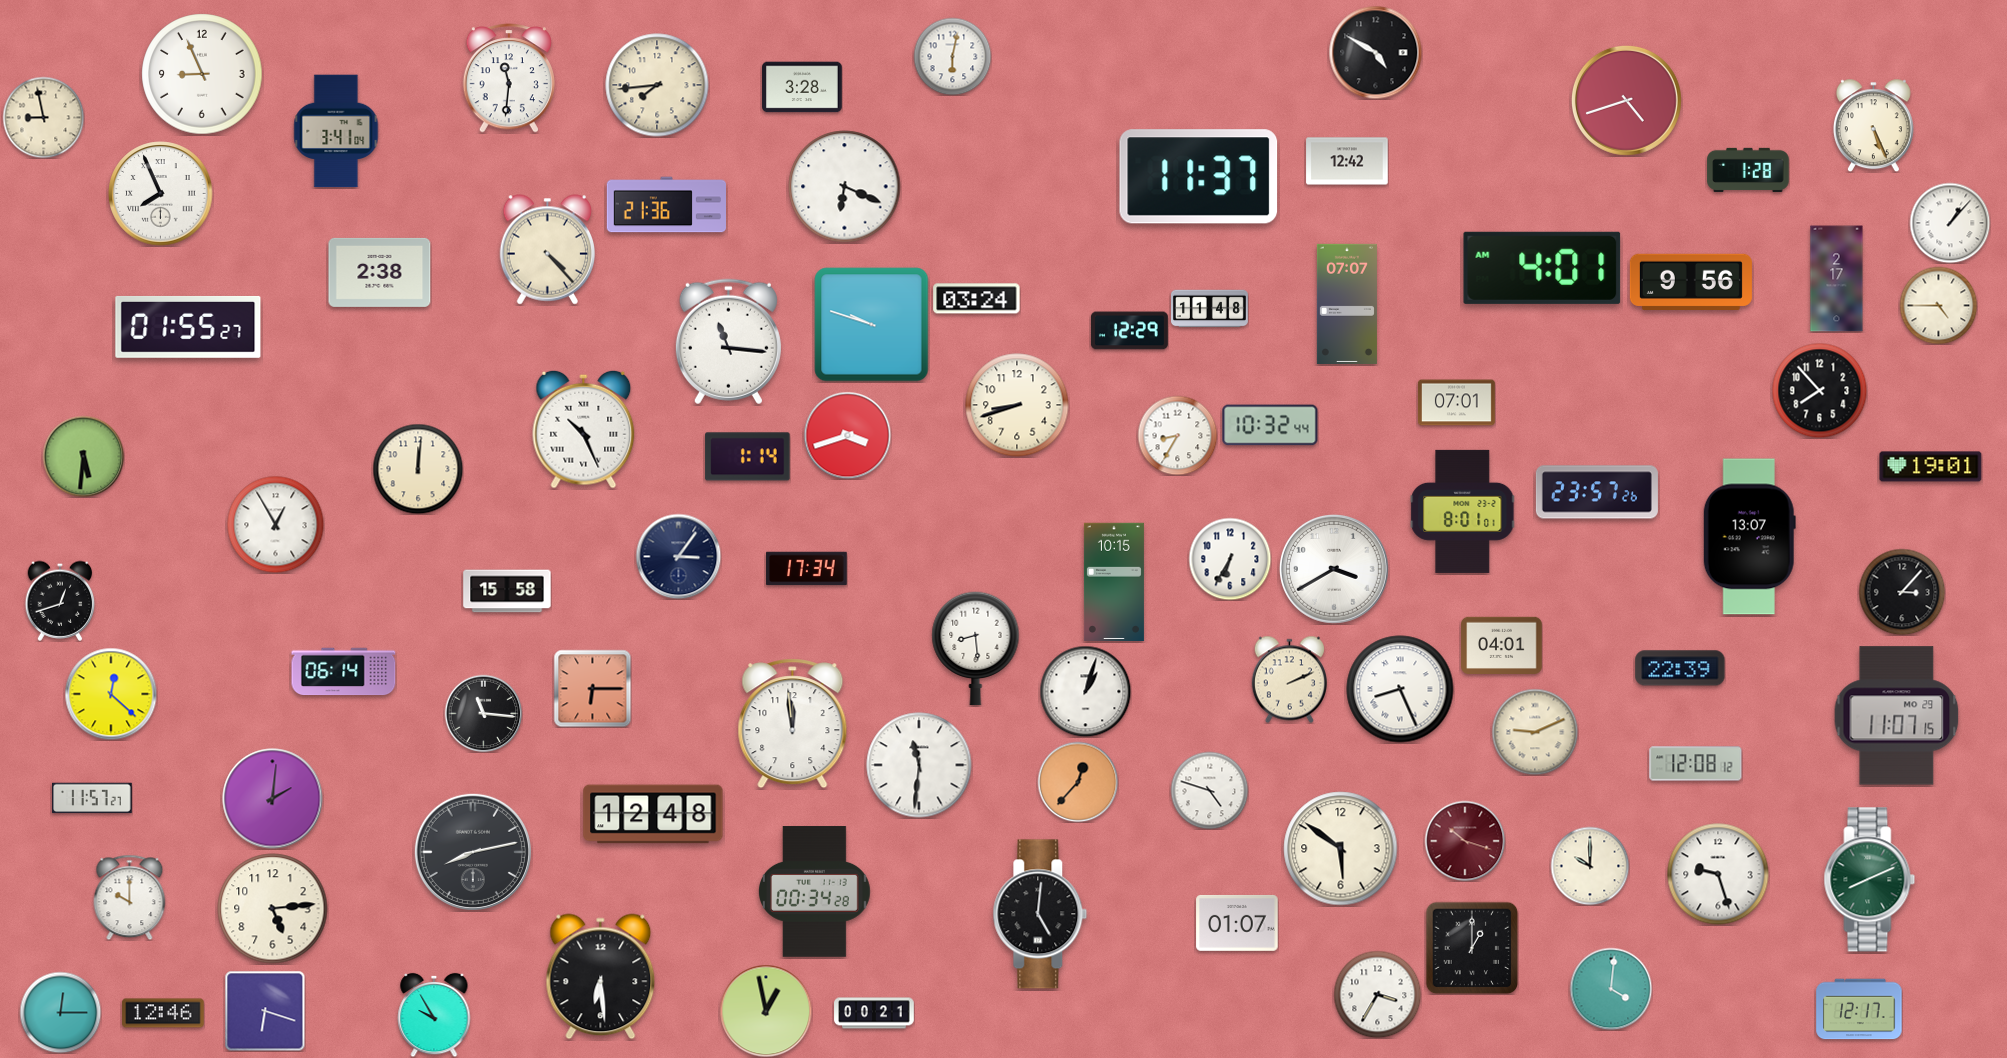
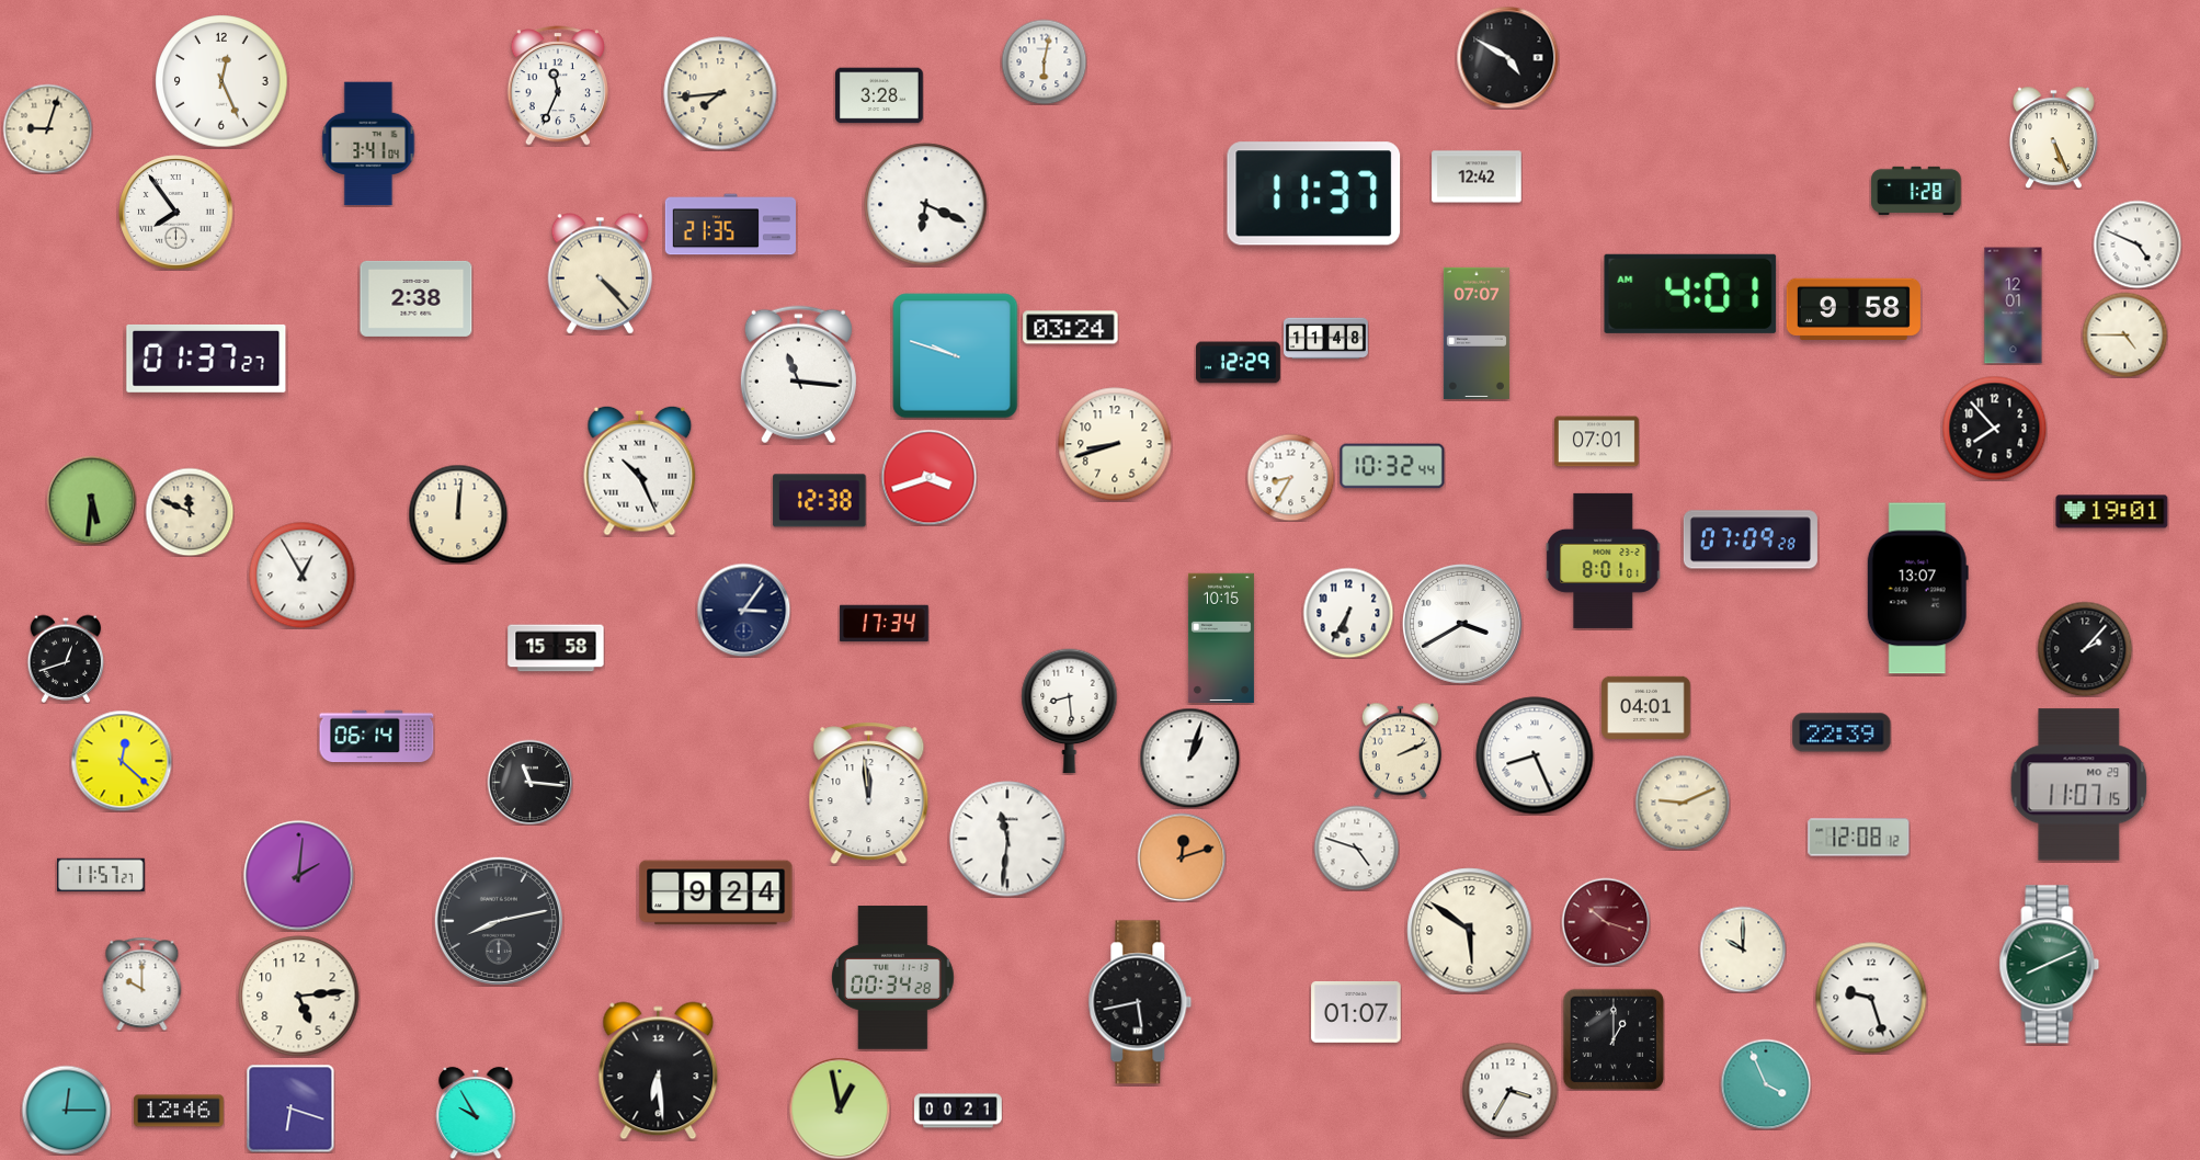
clock at (202, 74): 8:56 -> 12:26
clock at (509, 78): 11:31 -> 11:34
clock at (1626, 100): 4:42 -> none
clock at (43, 117): 8:58 -> 9:03
clock at (1748, 170) position: (1748, 170) -> (1916, 191)
clock at (161, 194): 7:56 -> 7:54
clock at (666, 205): 21:36 -> 21:35
clock at (1950, 223): 1:07 -> 4:49
clock at (1837, 279): 2:17 -> 12:01
clock at (1691, 281): 9:56 -> 9:58
clock at (188, 327): 01:55 -> 01:37
clock at (748, 457): 1:14 -> 12:38
clock at (190, 512): none -> 11:49
clock at (1931, 467) position: (1931, 467) -> (2112, 512)
clock at (1597, 492): 23:57 -> 07:09
clock at (1902, 592): 3:07 -> 2:07
clock at (1289, 679) position: (1289, 679) -> (1400, 750)
clock at (592, 688): 6:15 -> none
clock at (1078, 782): 12:37 -> 12:12
clock at (1209, 790) position: (1209, 790) -> (1356, 848)
clock at (653, 814): 12:48 -> 9:24
clock at (473, 852) position: (473, 852) -> (499, 921)
clock at (1718, 874) position: (1718, 874) -> (1871, 998)
clock at (1040, 914): 5:01 -> 5:43
clock at (1611, 989): 4:01 -> 3:56
clock at (1859, 1009): 12:17 -> none
